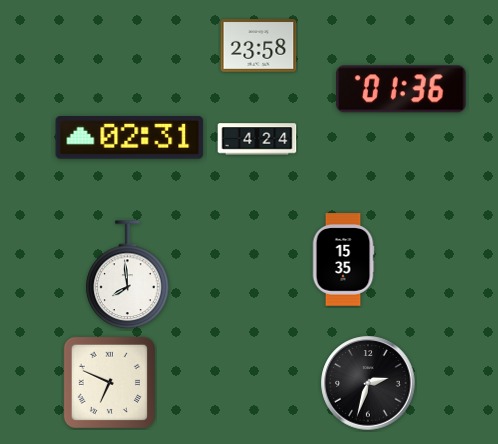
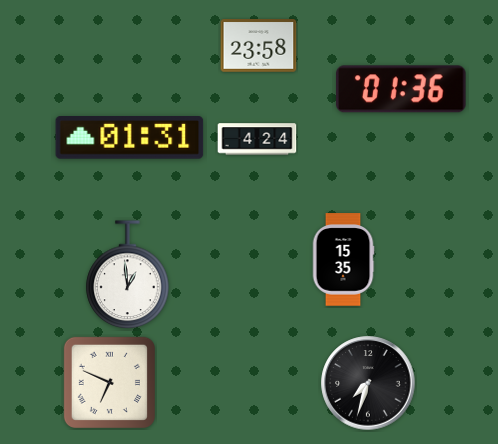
clock at (130, 138): 02:31 -> 01:31
clock at (128, 275): 7:59 -> 12:59
clock at (368, 383): 2:33 -> 7:33
